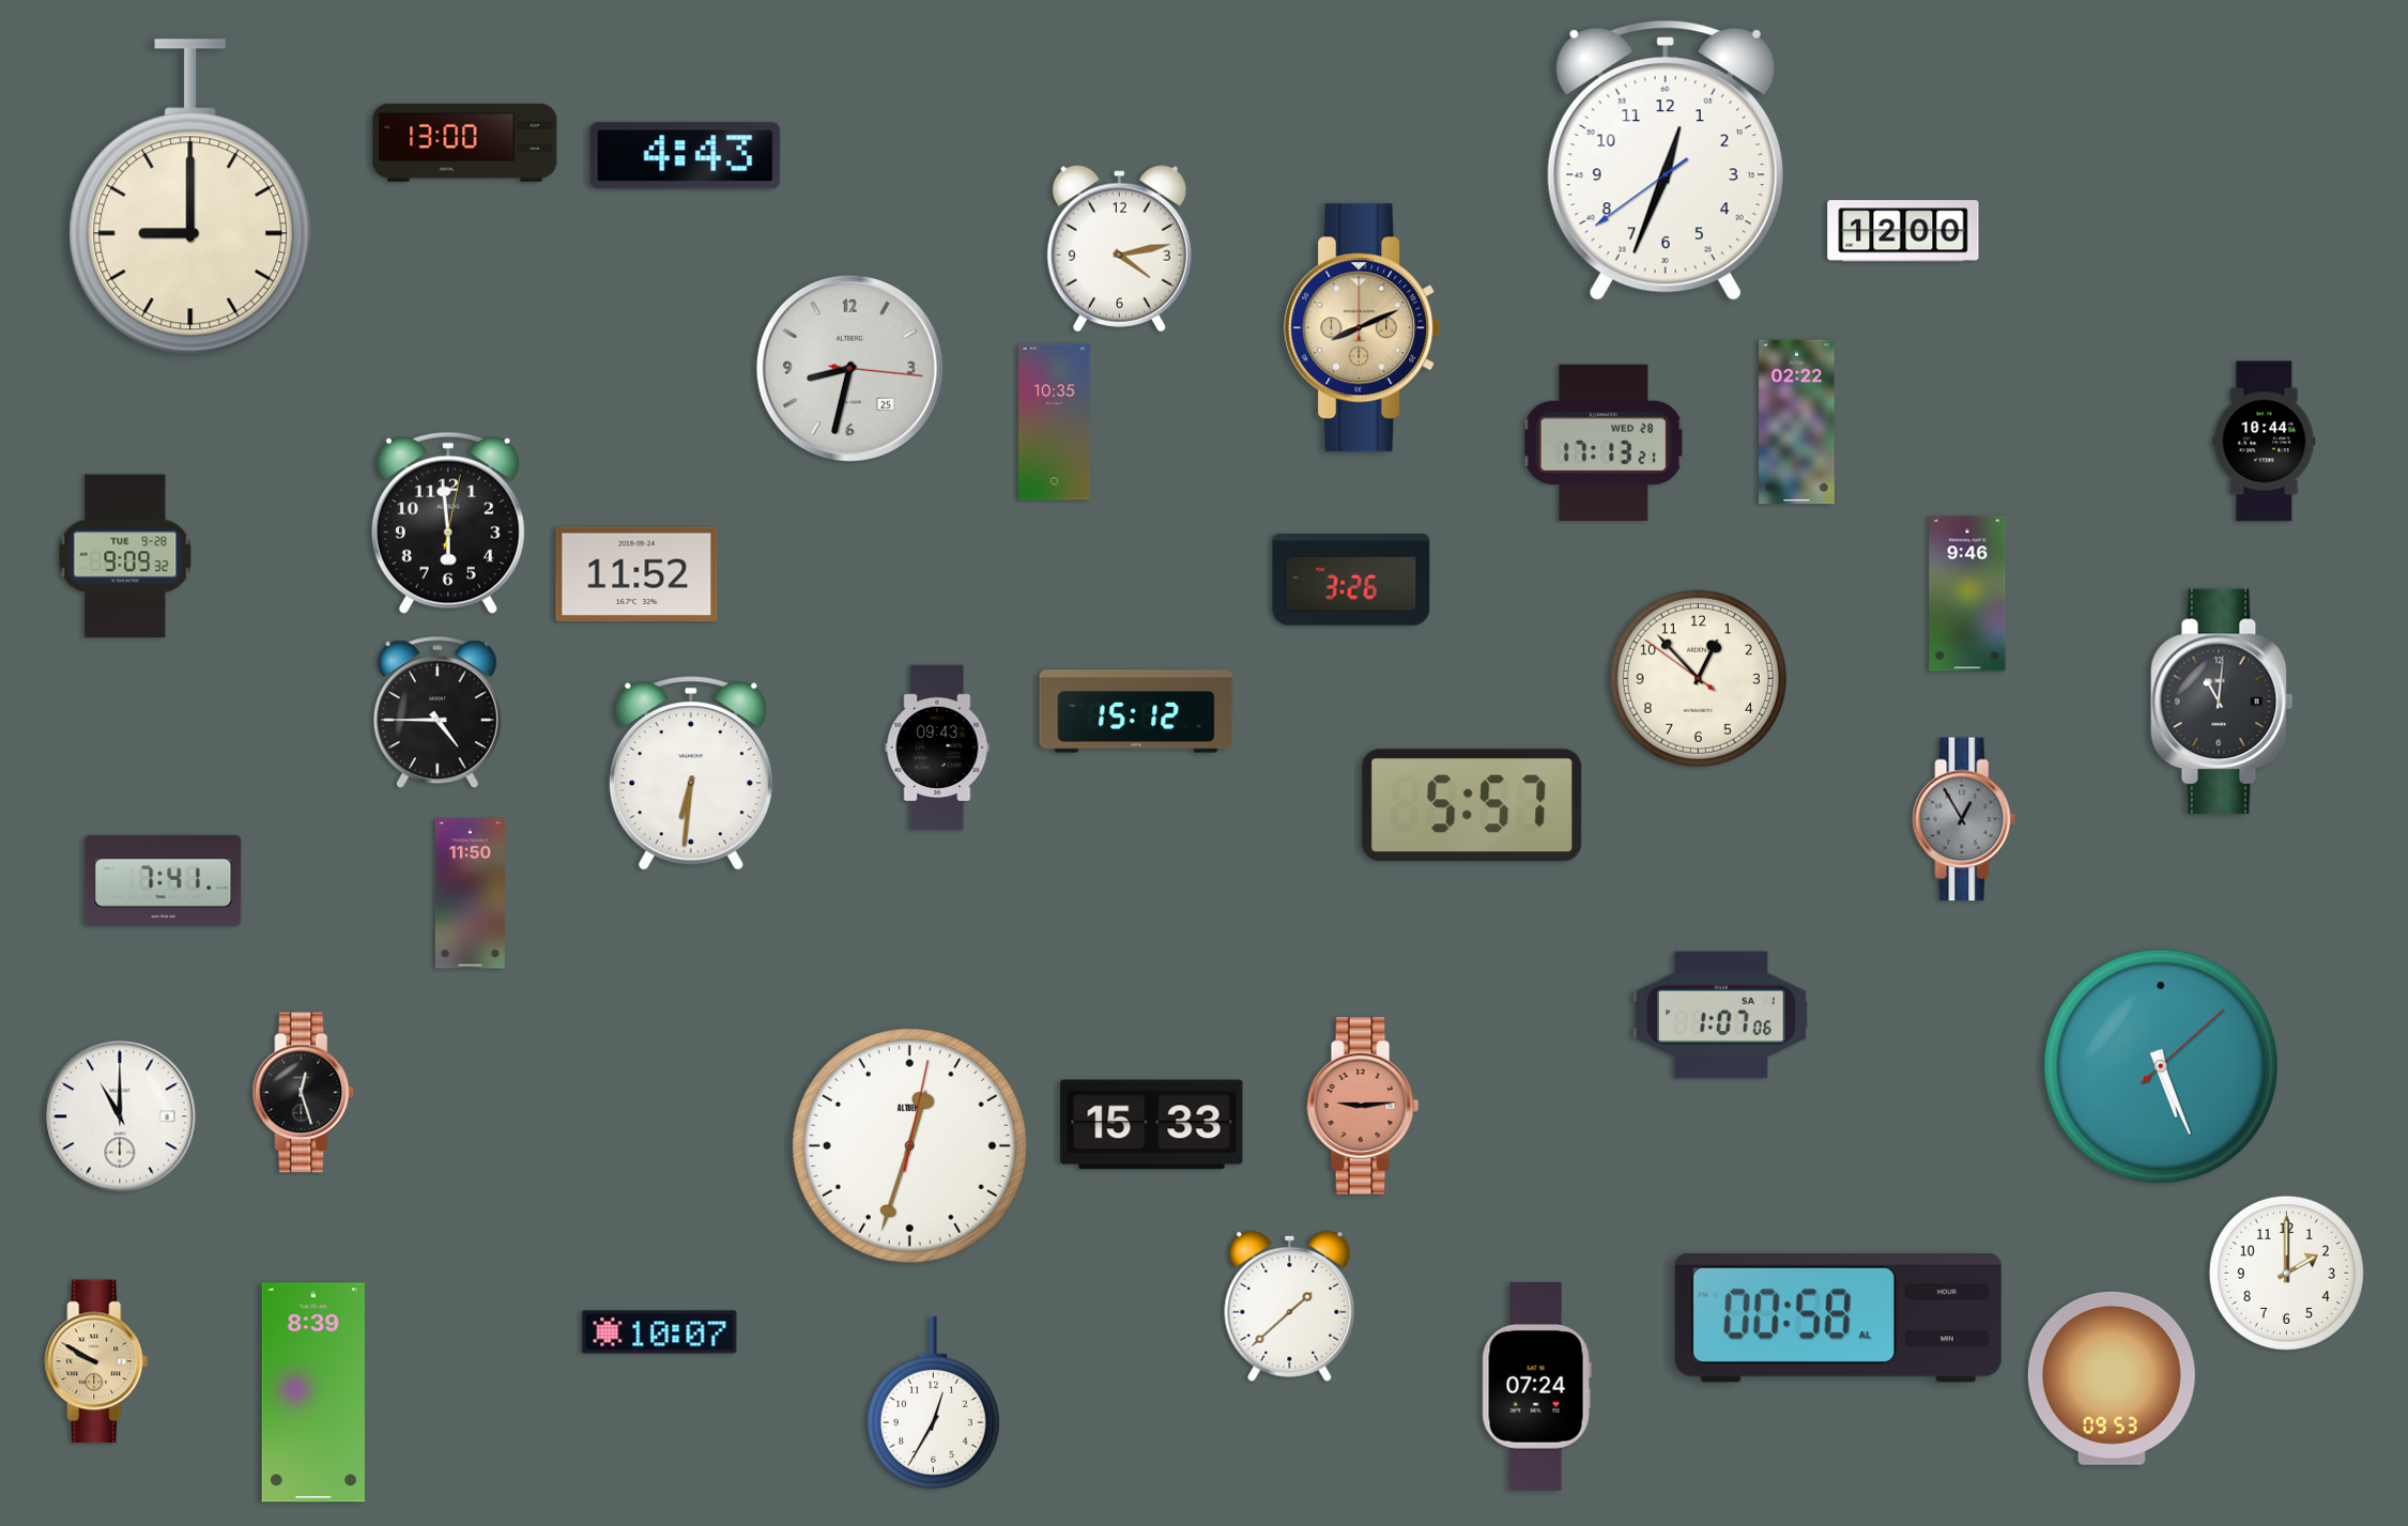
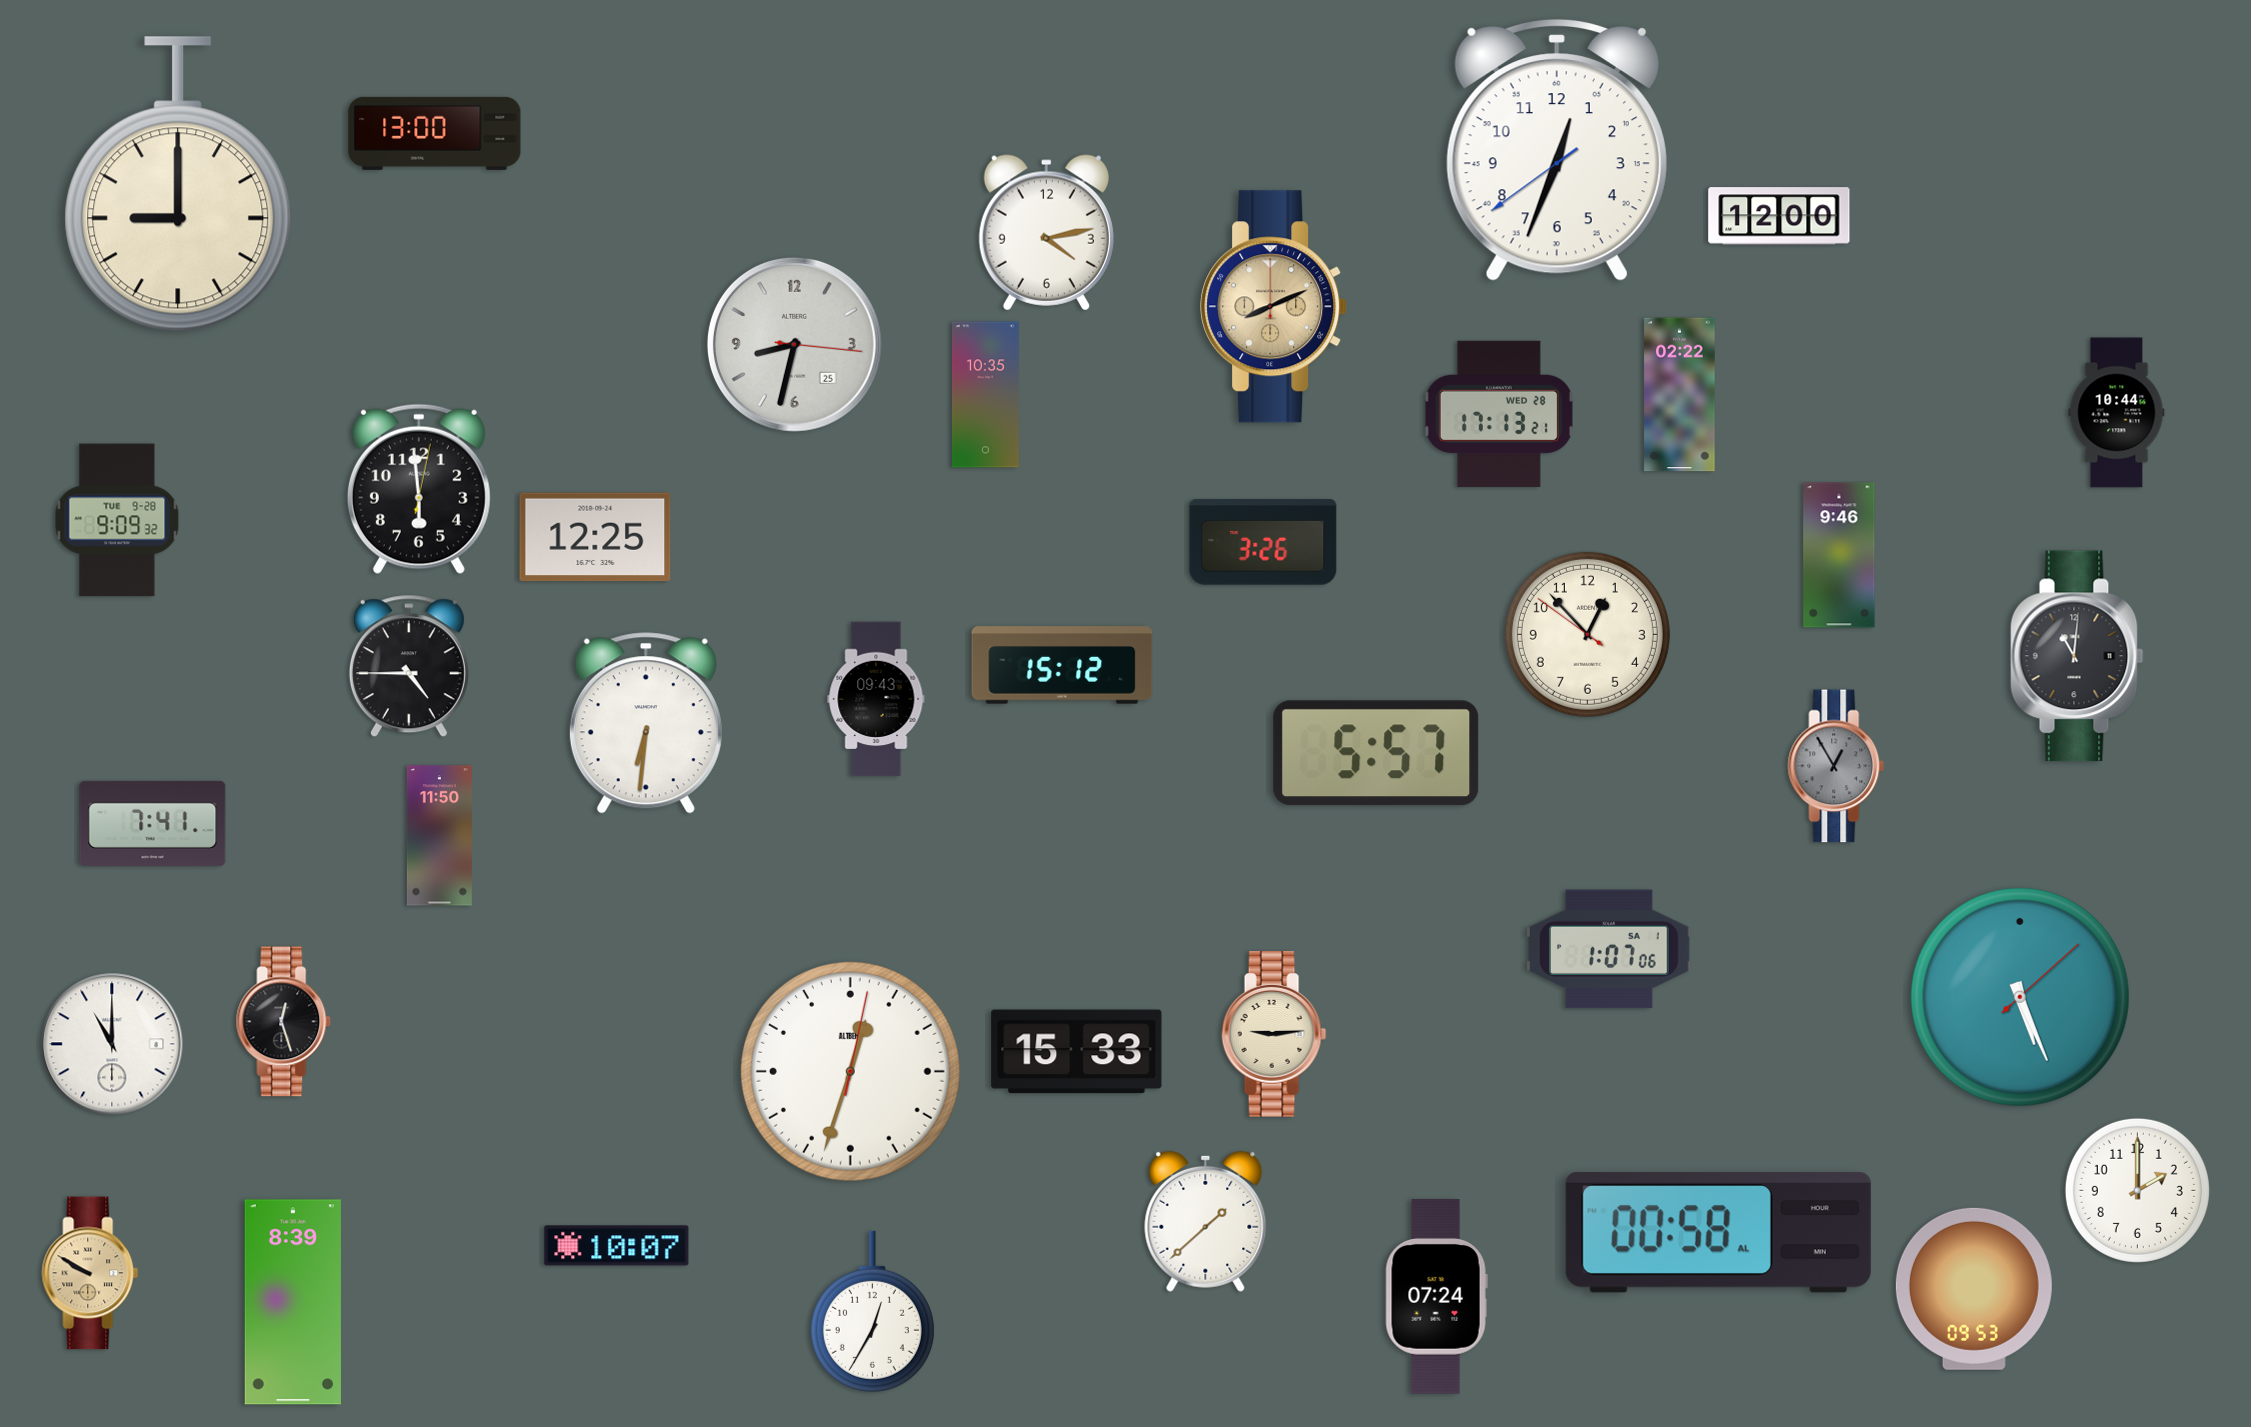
clock at (686, 156): 4:43 -> none
clock at (636, 574): 11:52 -> 12:25
clock at (1363, 1106) dial: salmon -> cream
